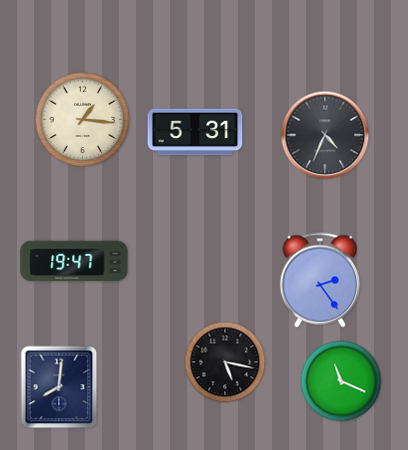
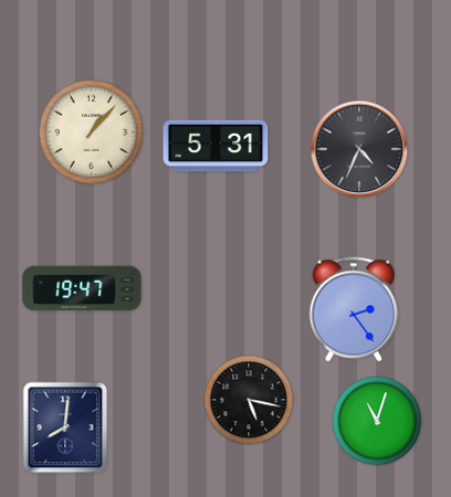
clock at (83, 120): 1:16 -> 1:07
clock at (341, 381): 11:19 -> 11:03
